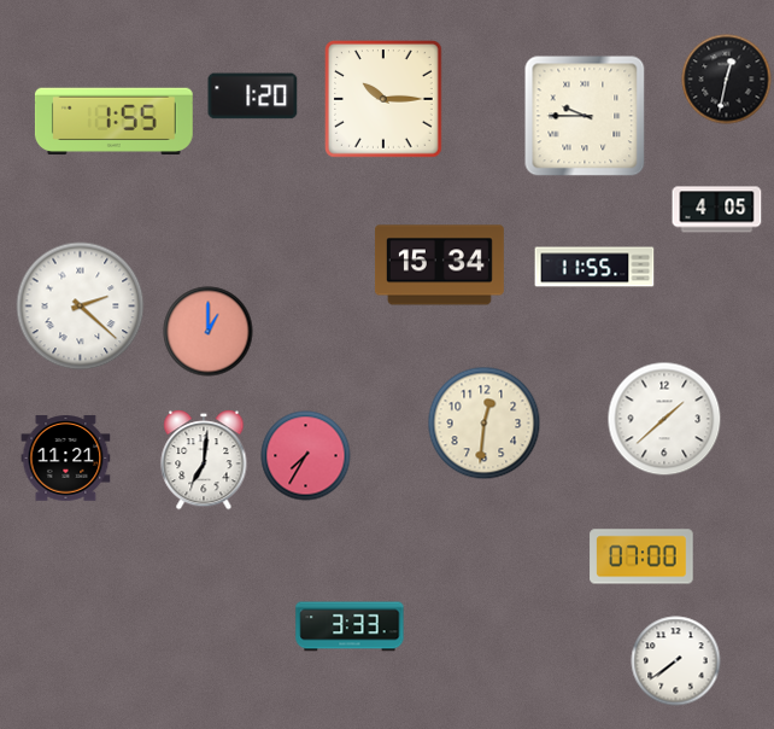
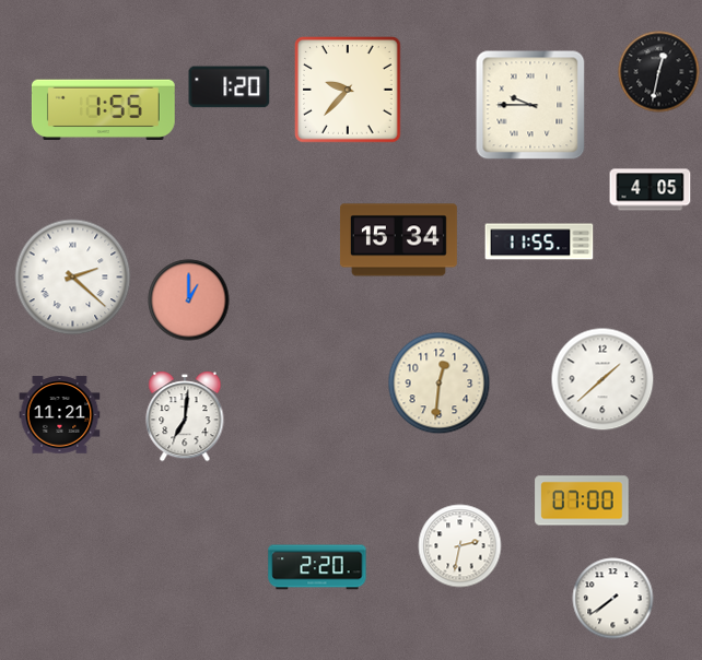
clock at (385, 100): 10:15 -> 9:37
clock at (306, 456): 7:35 -> none
clock at (641, 556) position: (641, 556) -> (582, 500)
clock at (460, 546): none -> 2:32
clock at (350, 626): 3:33 -> 2:20
